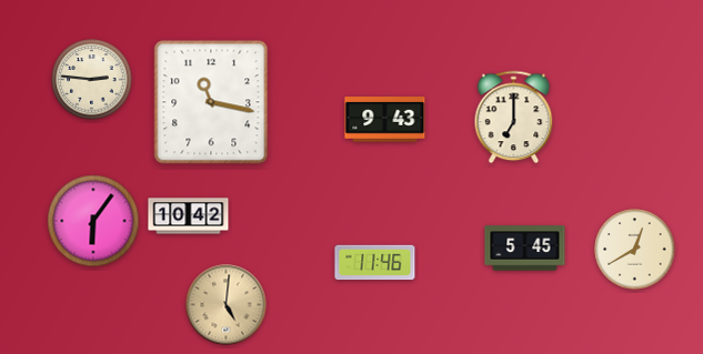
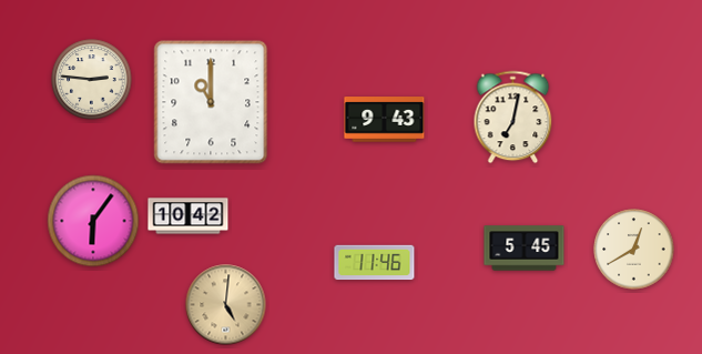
clock at (211, 102): 11:17 -> 11:00
clock at (514, 118): 7:00 -> 7:02
